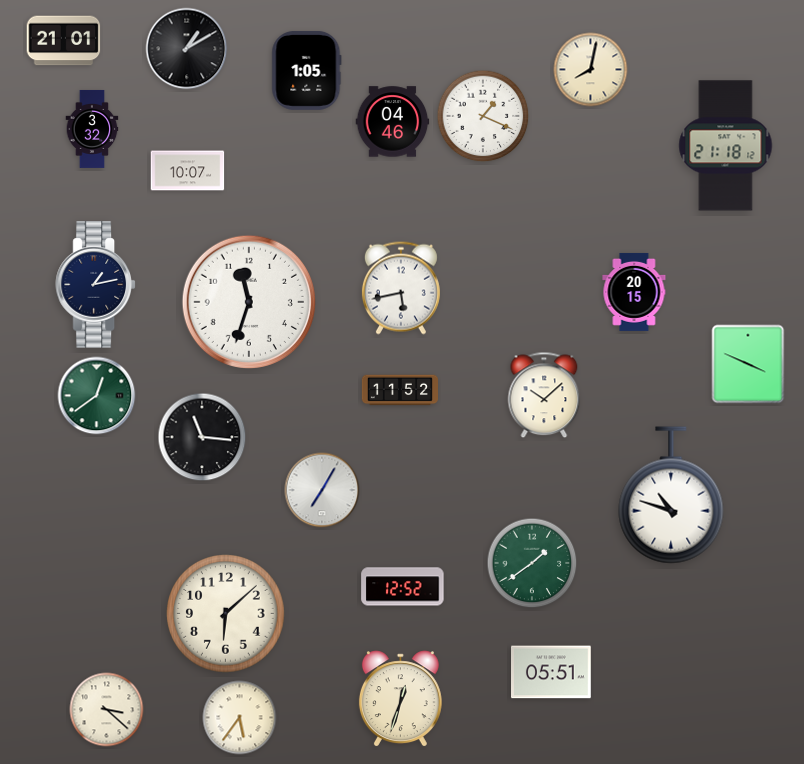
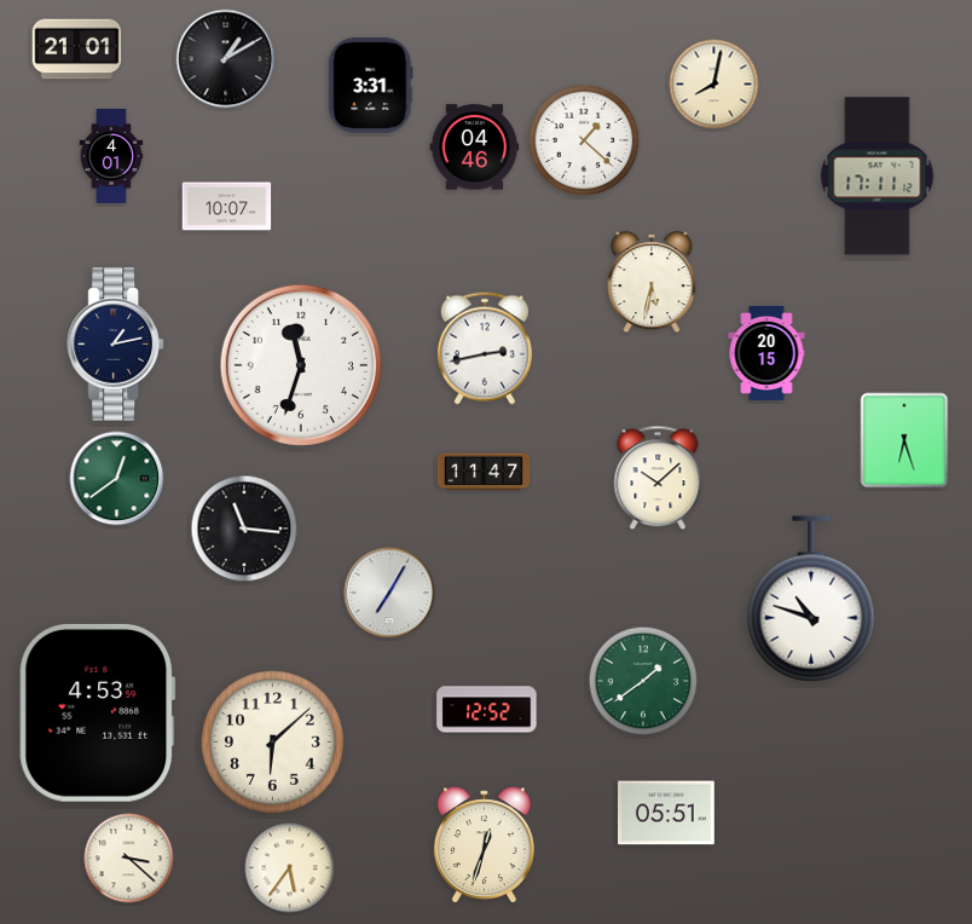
clock at (307, 70): 1:05 -> 3:31
clock at (483, 116): 1:19 -> 1:22
clock at (92, 129): 3:32 -> 4:01
clock at (726, 146): 21:18 -> 17:11
clock at (652, 283): none -> 5:32
clock at (401, 288): 5:43 -> 2:43
clock at (748, 364): 3:49 -> 6:27
clock at (399, 390): 11:52 -> 11:47
clock at (98, 712): none -> 4:53
